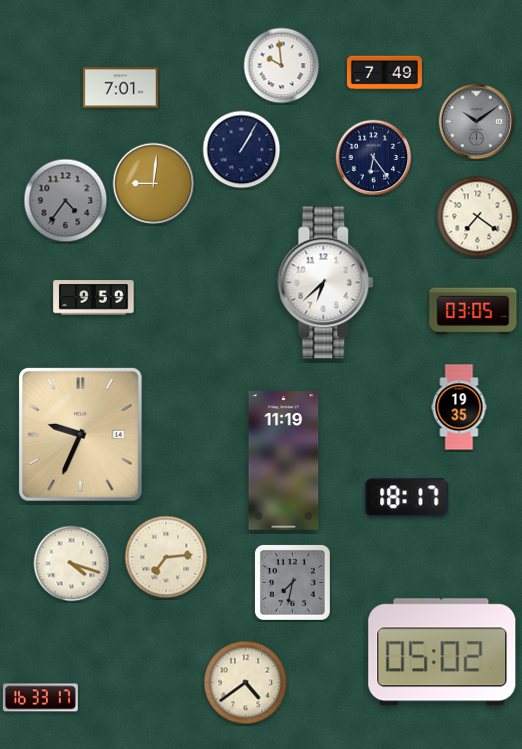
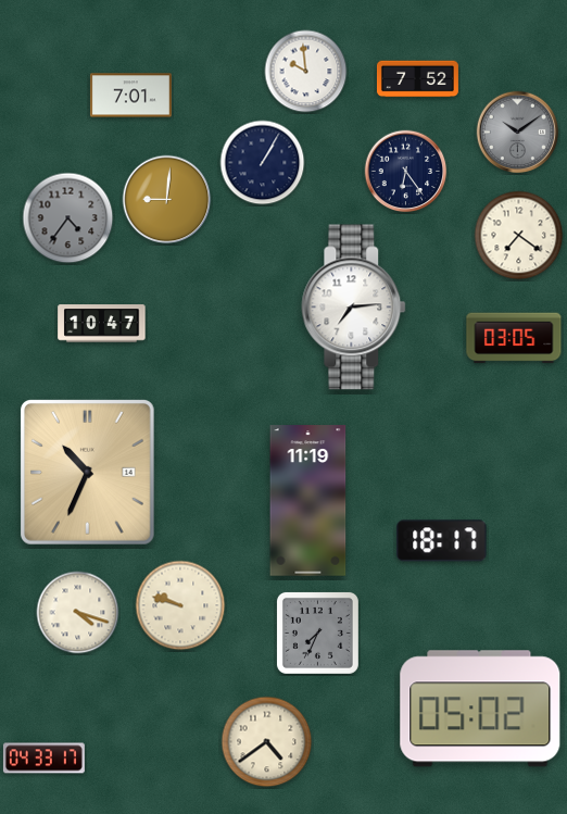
clock at (384, 73): 7:49 -> 7:52
clock at (66, 201) position: (66, 201) -> (68, 218)
clock at (326, 283): 6:38 -> 7:14
clock at (94, 298): 9:59 -> 10:47
clock at (459, 407): 19:35 -> none
clock at (80, 435): 9:34 -> 10:34
clock at (166, 557): 7:14 -> 9:48
clock at (292, 582): 7:32 -> 7:34
clock at (40, 698): 16:33 -> 04:33
